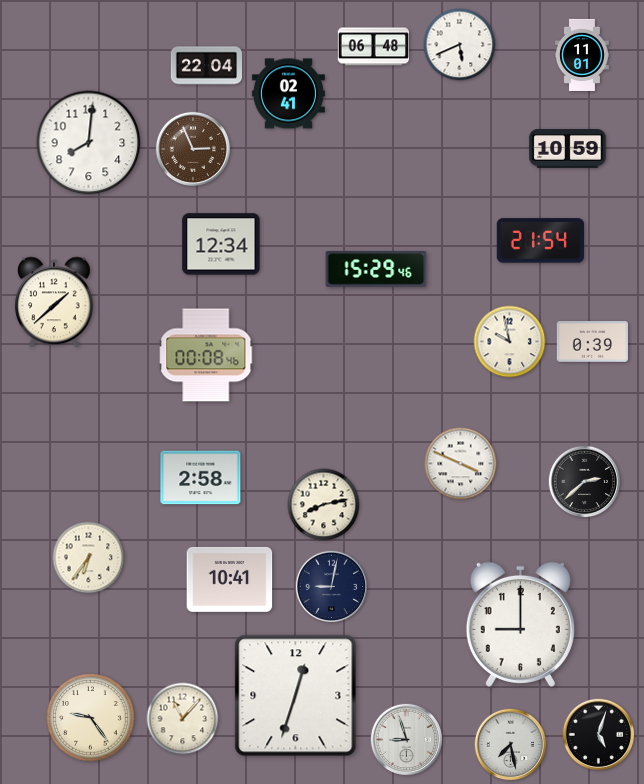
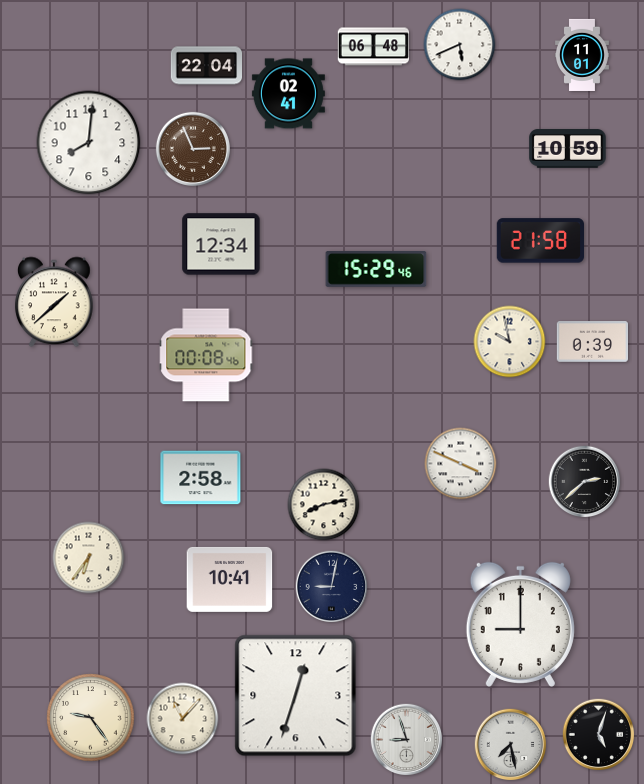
clock at (540, 241): 21:54 -> 21:58
